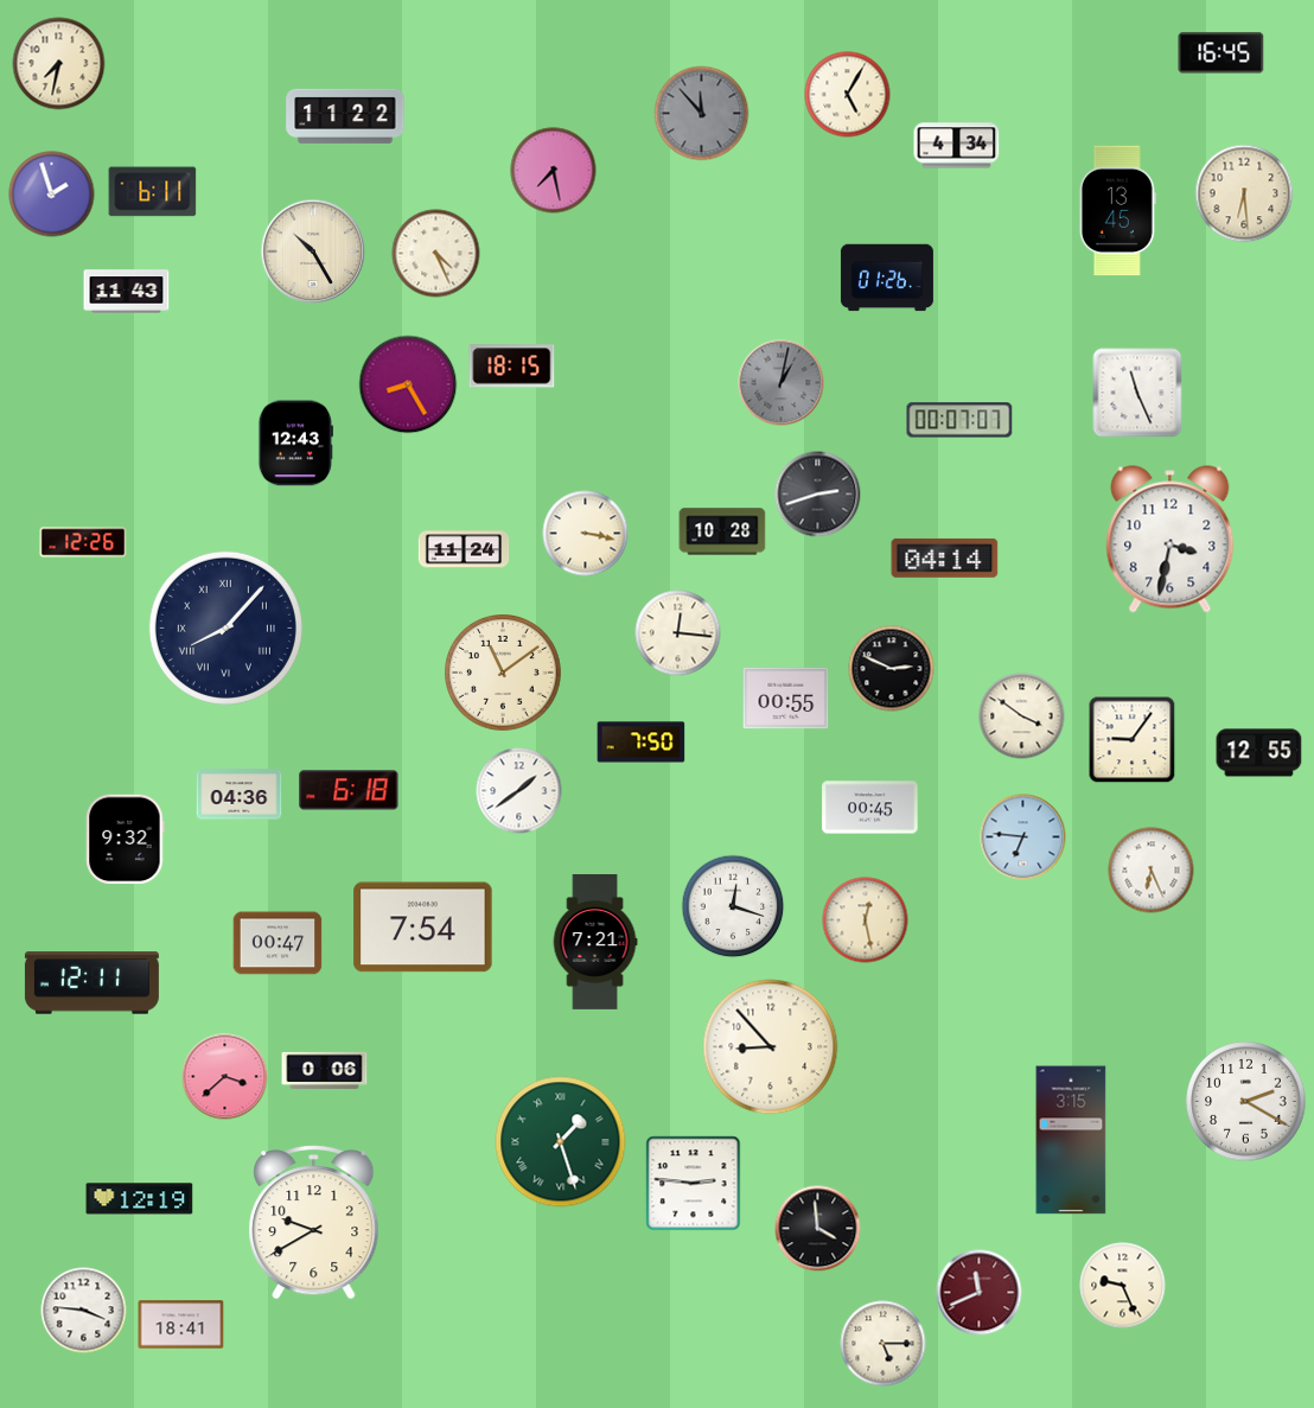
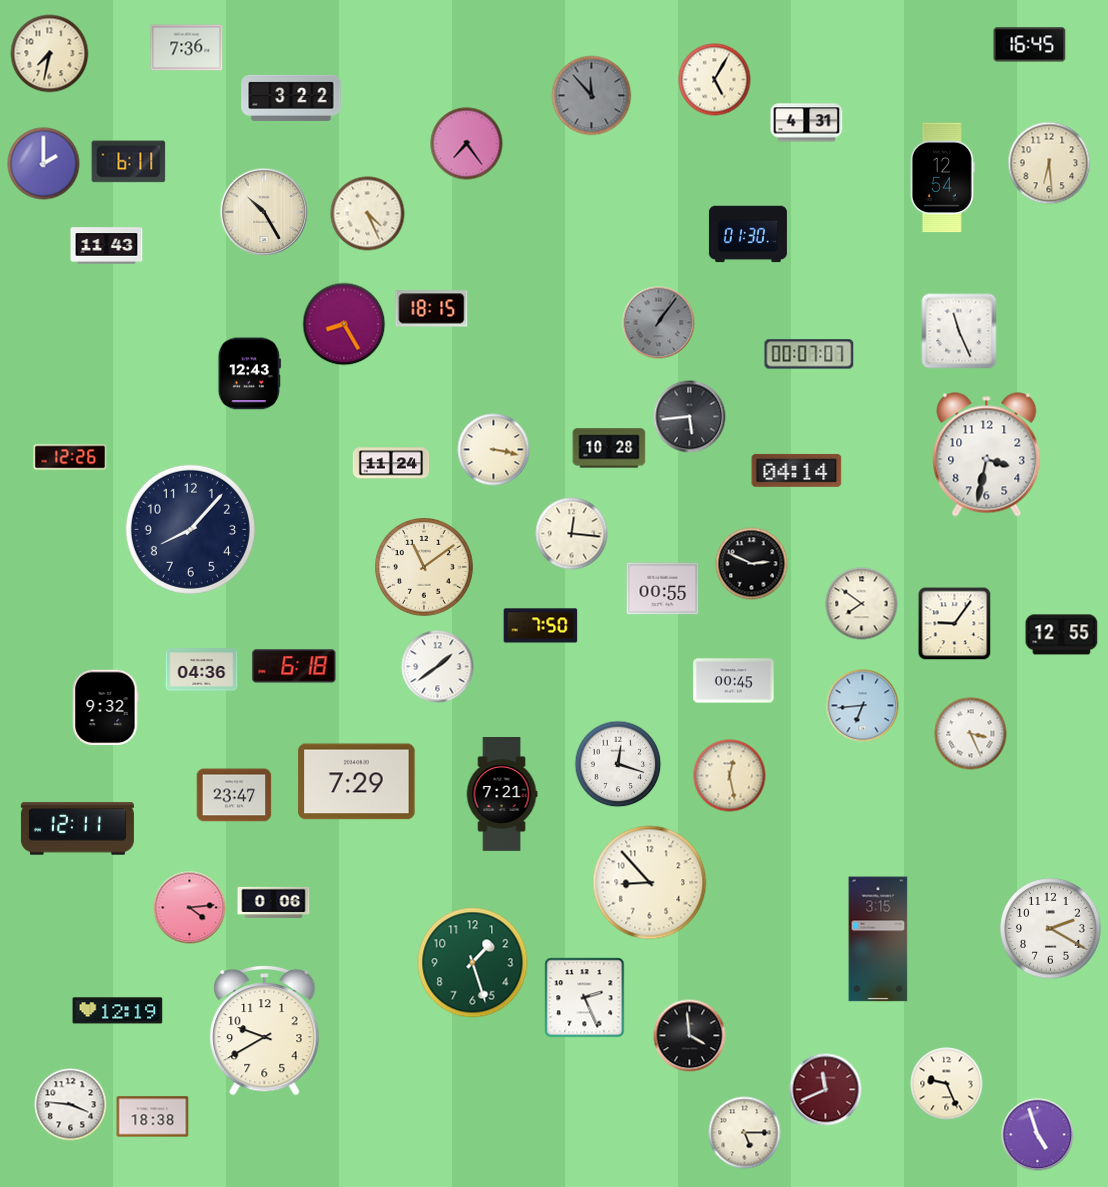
clock at (187, 48): none -> 7:36
clock at (345, 116): 11:22 -> 3:22
clock at (957, 146): 4:34 -> 4:31
clock at (554, 171): 7:28 -> 7:24
clock at (52, 195): 1:57 -> 2:00
clock at (1117, 211): 13:45 -> 12:54
clock at (887, 278): 01:26 -> 01:30
clock at (782, 383): 1:02 -> 1:06
clock at (818, 495): 2:42 -> 5:44
clock at (225, 627) numerals: Roman -> Arabic
clock at (1022, 716): 3:51 -> 7:51
clock at (1023, 837): 6:46 -> 6:44
clock at (1152, 871): 6:26 -> 3:26
clock at (423, 928): 7:54 -> 7:29
clock at (278, 943): 00:47 -> 23:47
clock at (225, 1077): 3:38 -> 4:14
clock at (1071, 1140) position: (1071, 1140) -> (878, 939)
clock at (561, 1142) numerals: Roman -> Arabic
clock at (694, 1184): 2:46 -> 2:26
clock at (181, 1325): 18:41 -> 18:38
clock at (1038, 1135): none -> 4:57
